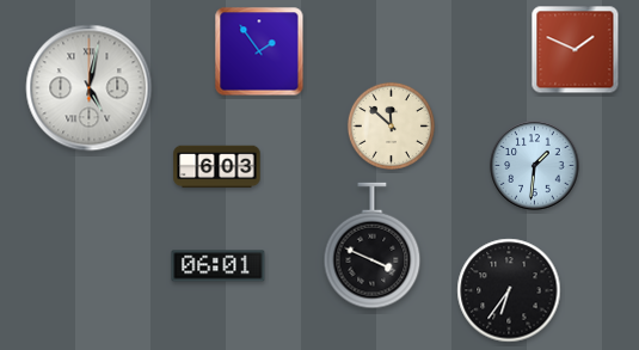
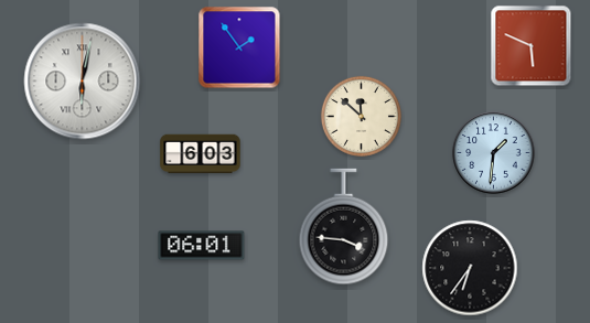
clock at (576, 50): 1:49 -> 5:49
clock at (90, 88): 5:02 -> 6:02
clock at (373, 246): 3:49 -> 3:46
